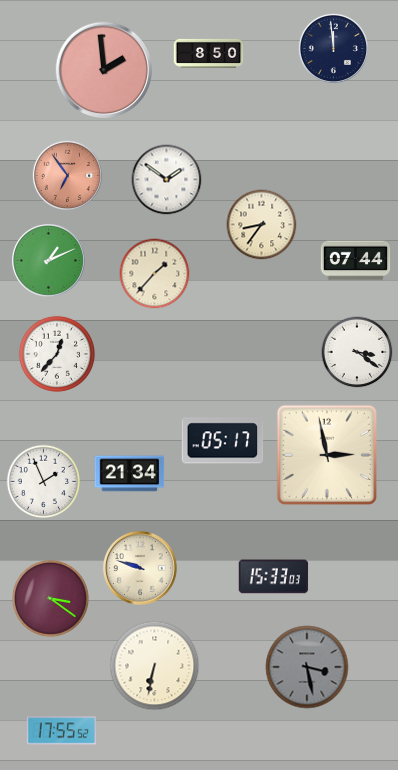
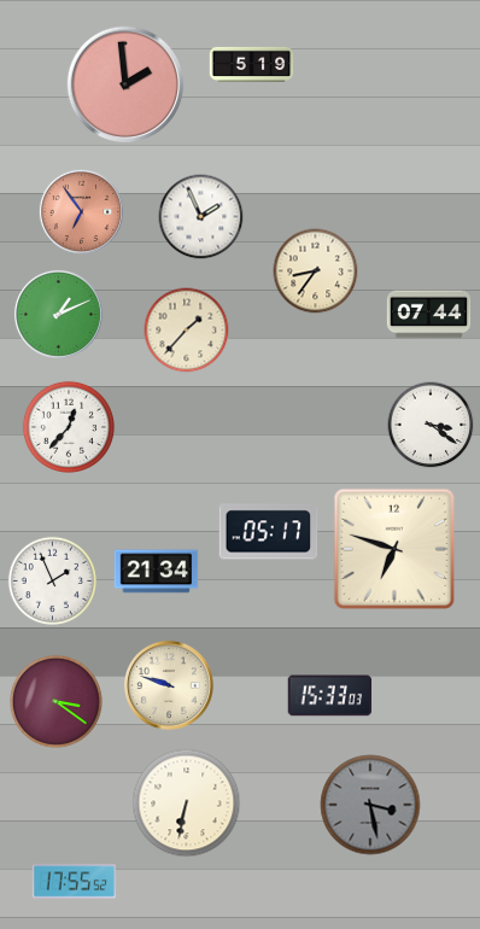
clock at (333, 48): 11:59 -> none
clock at (209, 53): 8:50 -> 5:19
clock at (167, 180): 1:51 -> 1:56
clock at (327, 455): 2:58 -> 6:48
clock at (50, 598) position: (50, 598) -> (55, 701)
